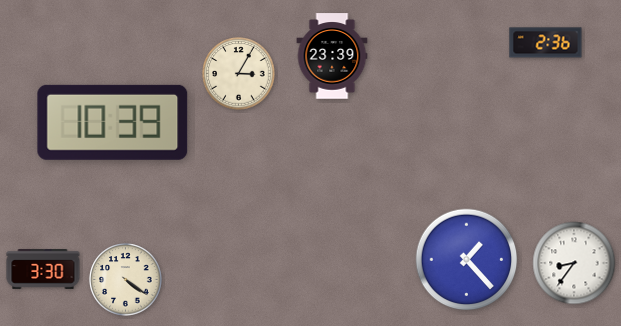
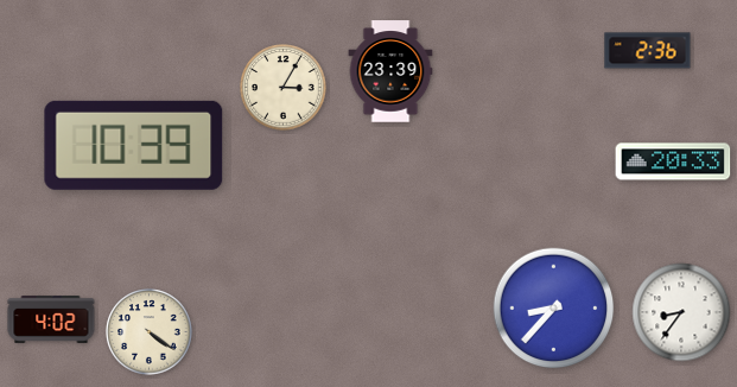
clock at (332, 56) position: (332, 56) -> (390, 71)
clock at (673, 161): none -> 20:33
clock at (467, 260): 1:23 -> 8:37
clock at (43, 270): 3:30 -> 4:02
